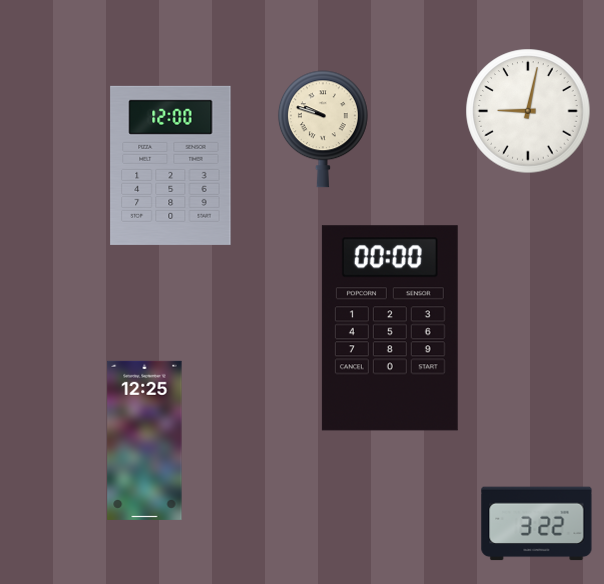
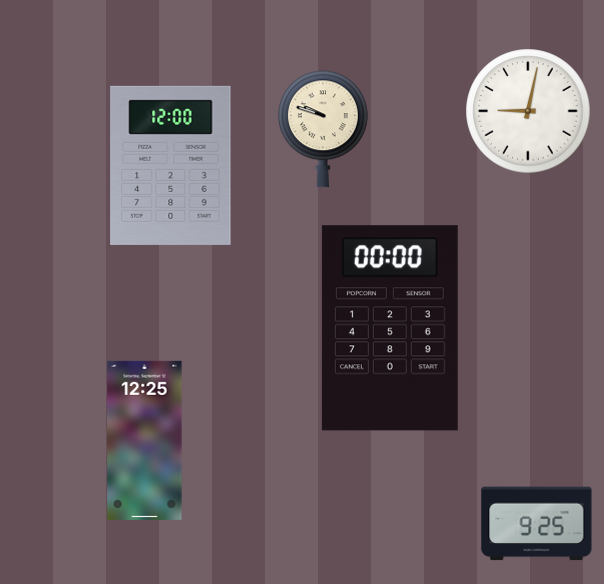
clock at (537, 524): 3:22 -> 9:25
